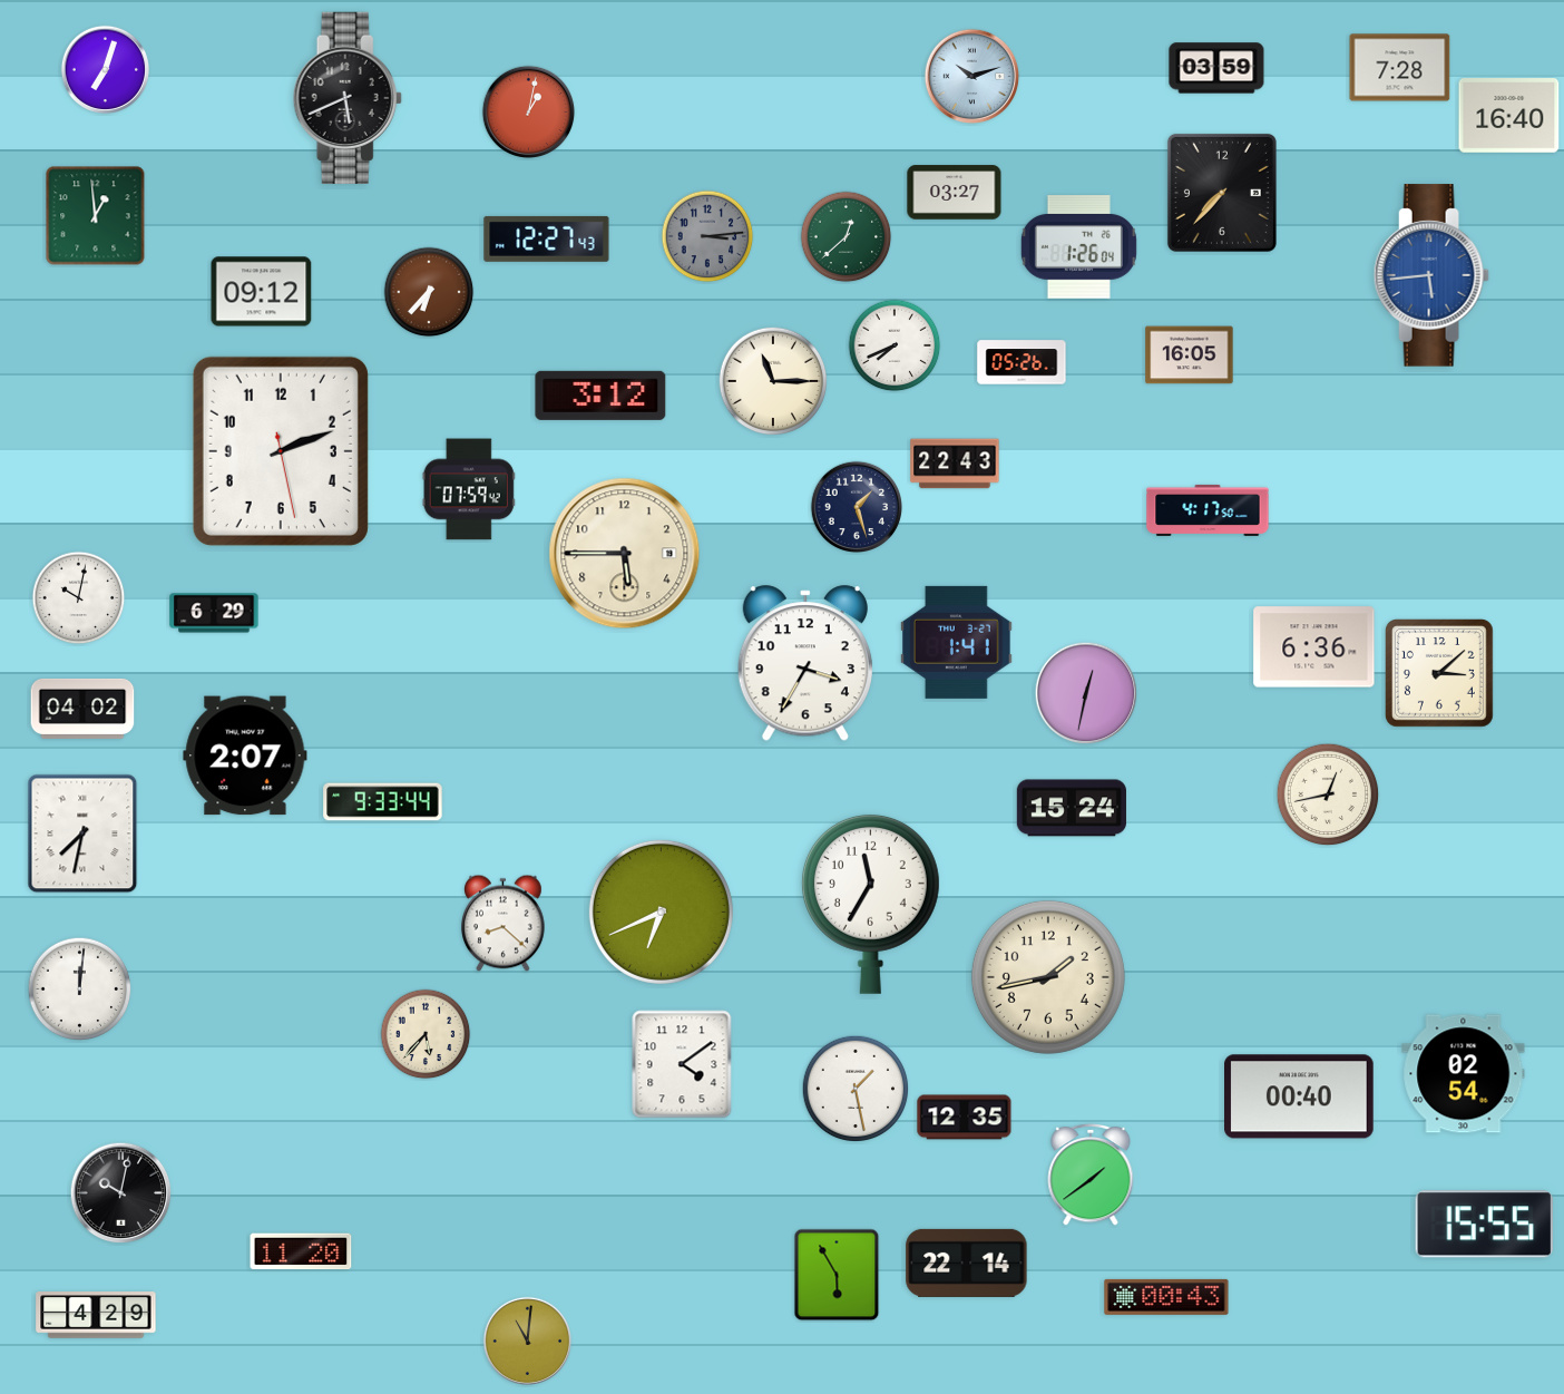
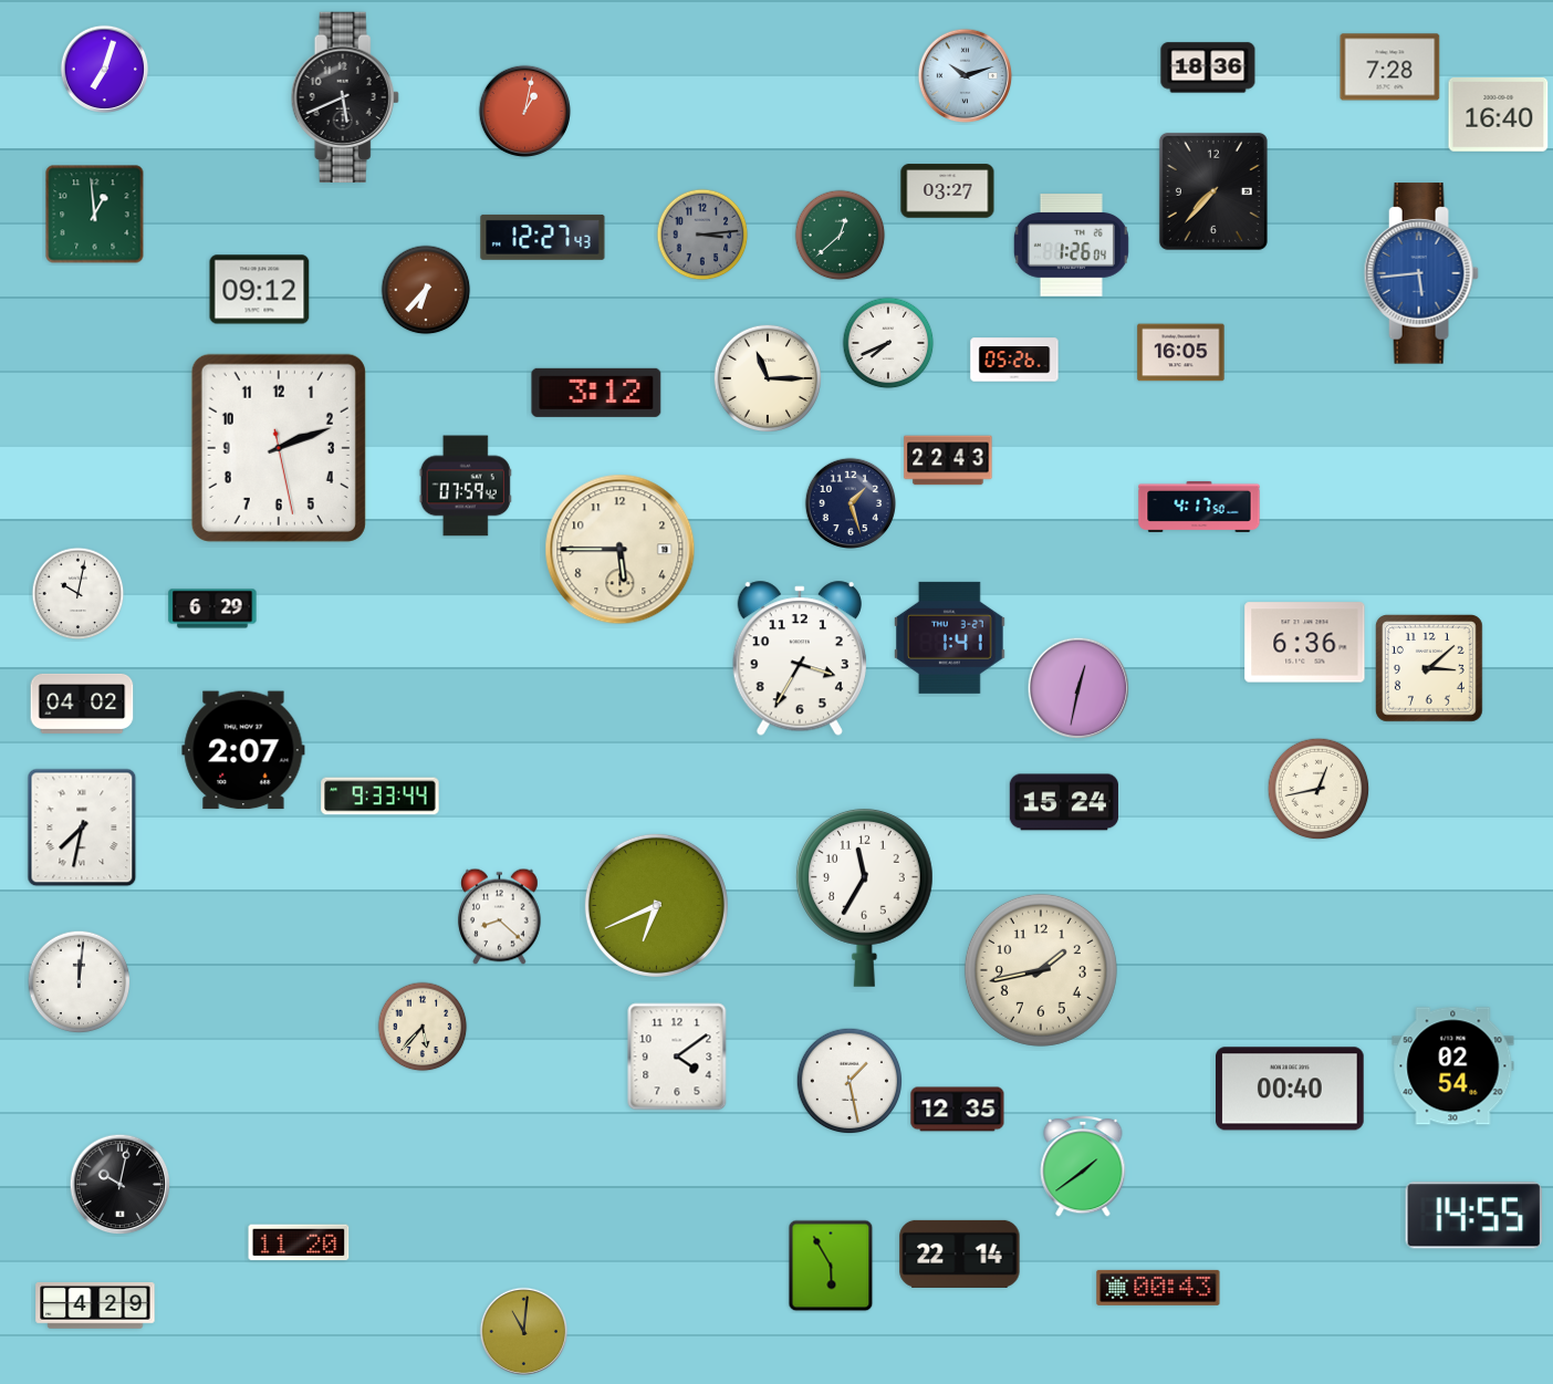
clock at (1216, 68): 03:59 -> 18:36
clock at (1484, 1225): 15:55 -> 14:55
